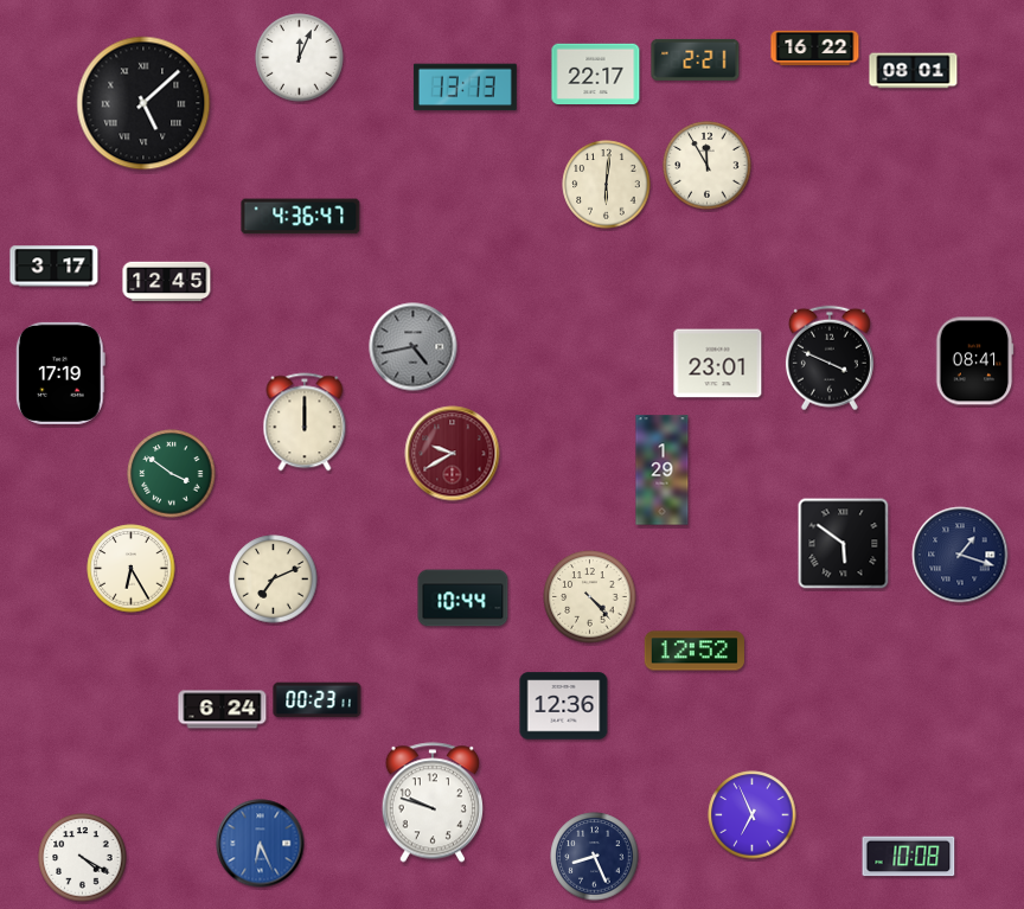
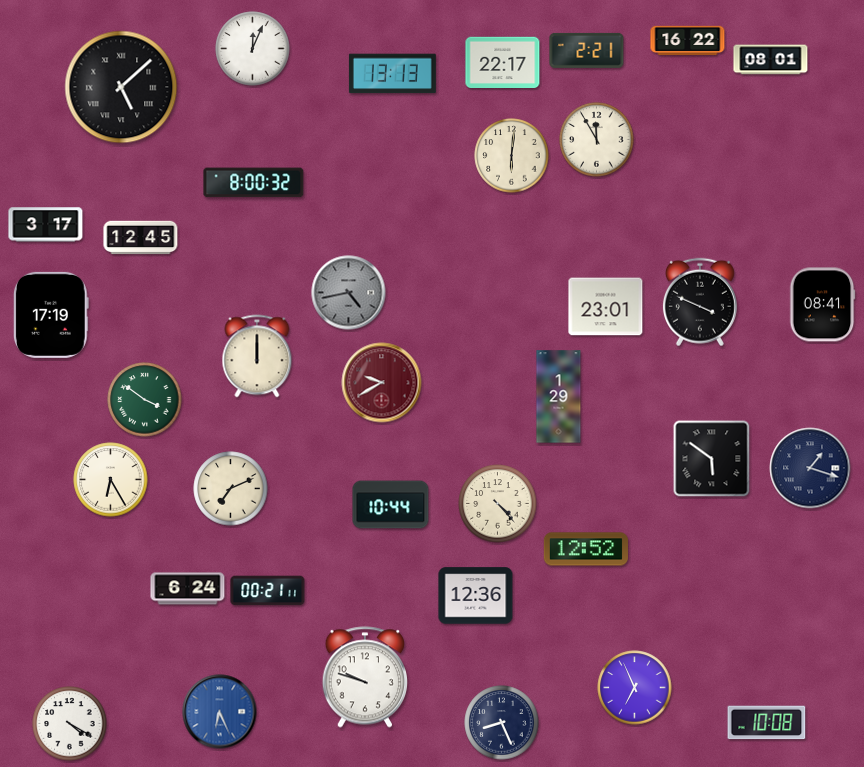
clock at (301, 217): 4:36 -> 8:00
clock at (318, 700): 00:23 -> 00:21
clock at (223, 710) position: (223, 710) -> (188, 589)
